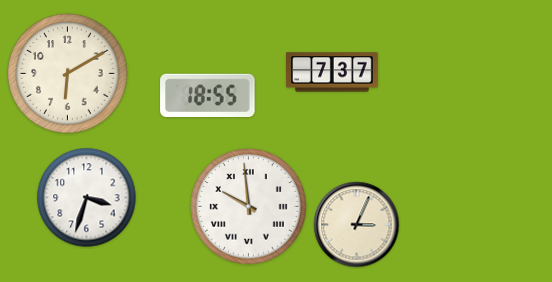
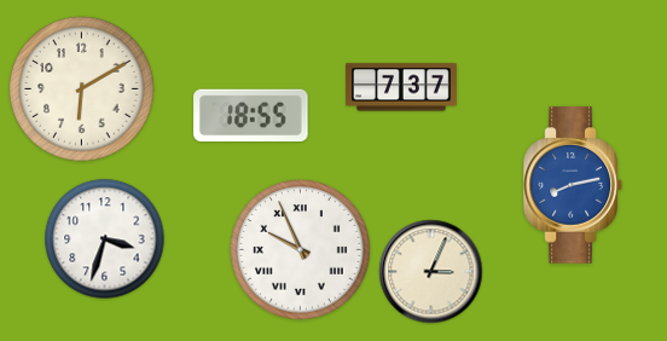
clock at (573, 185): none -> 8:13
clock at (249, 207): 9:59 -> 9:56
